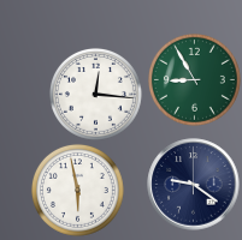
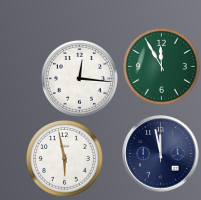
clock at (194, 79): 8:55 -> 11:55
clock at (194, 185): 9:21 -> 11:58
